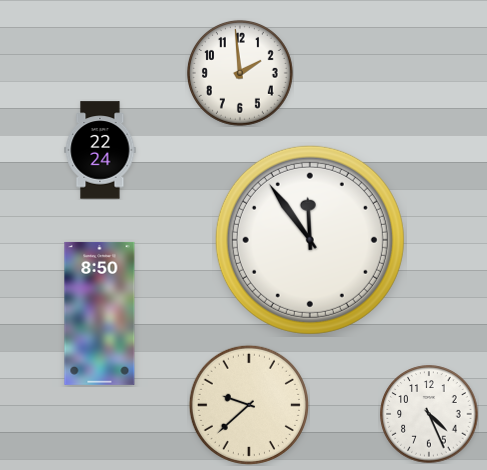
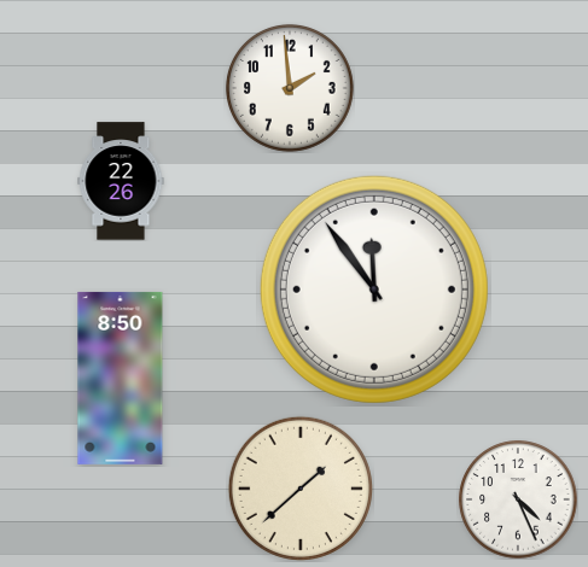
clock at (100, 150): 22:24 -> 22:26
clock at (249, 405): 9:38 -> 1:38
